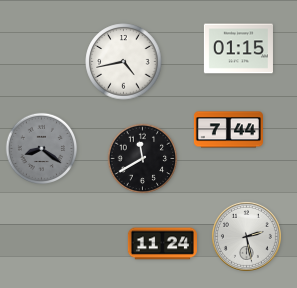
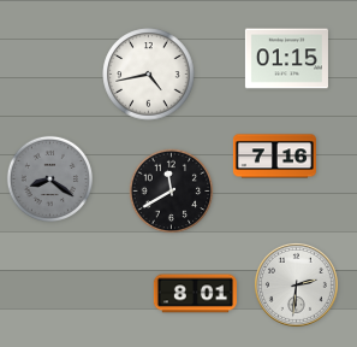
clock at (228, 130): 7:44 -> 7:16
clock at (246, 236): 2:28 -> 2:31
clock at (162, 244): 11:24 -> 8:01
